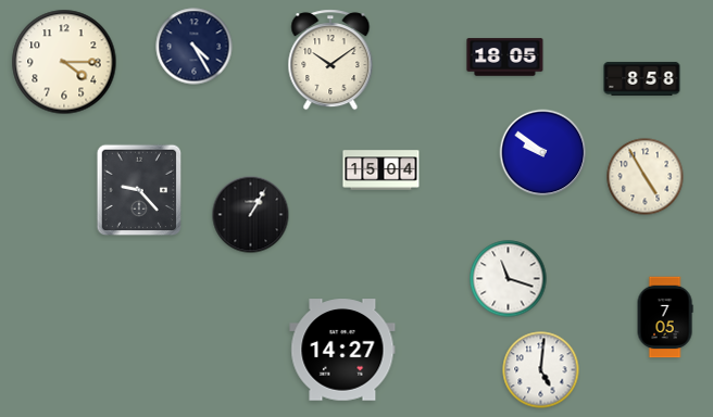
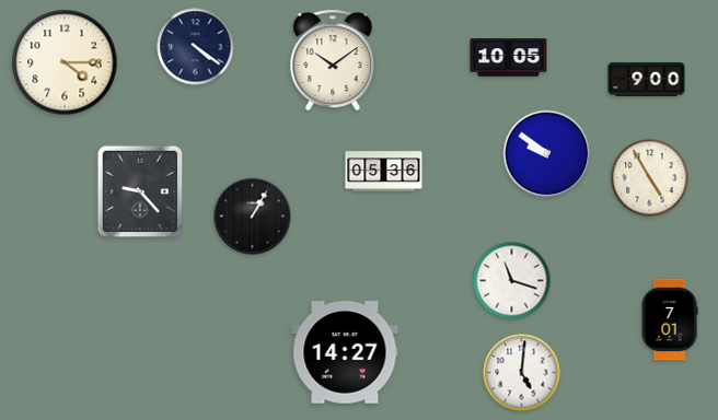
clock at (195, 47): 4:25 -> 4:21
clock at (505, 58): 18:05 -> 10:05
clock at (642, 78): 8:58 -> 9:00
clock at (381, 170): 15:04 -> 05:36
clock at (665, 317): 7:05 -> 7:01
clock at (541, 370) position: (541, 370) -> (522, 373)
